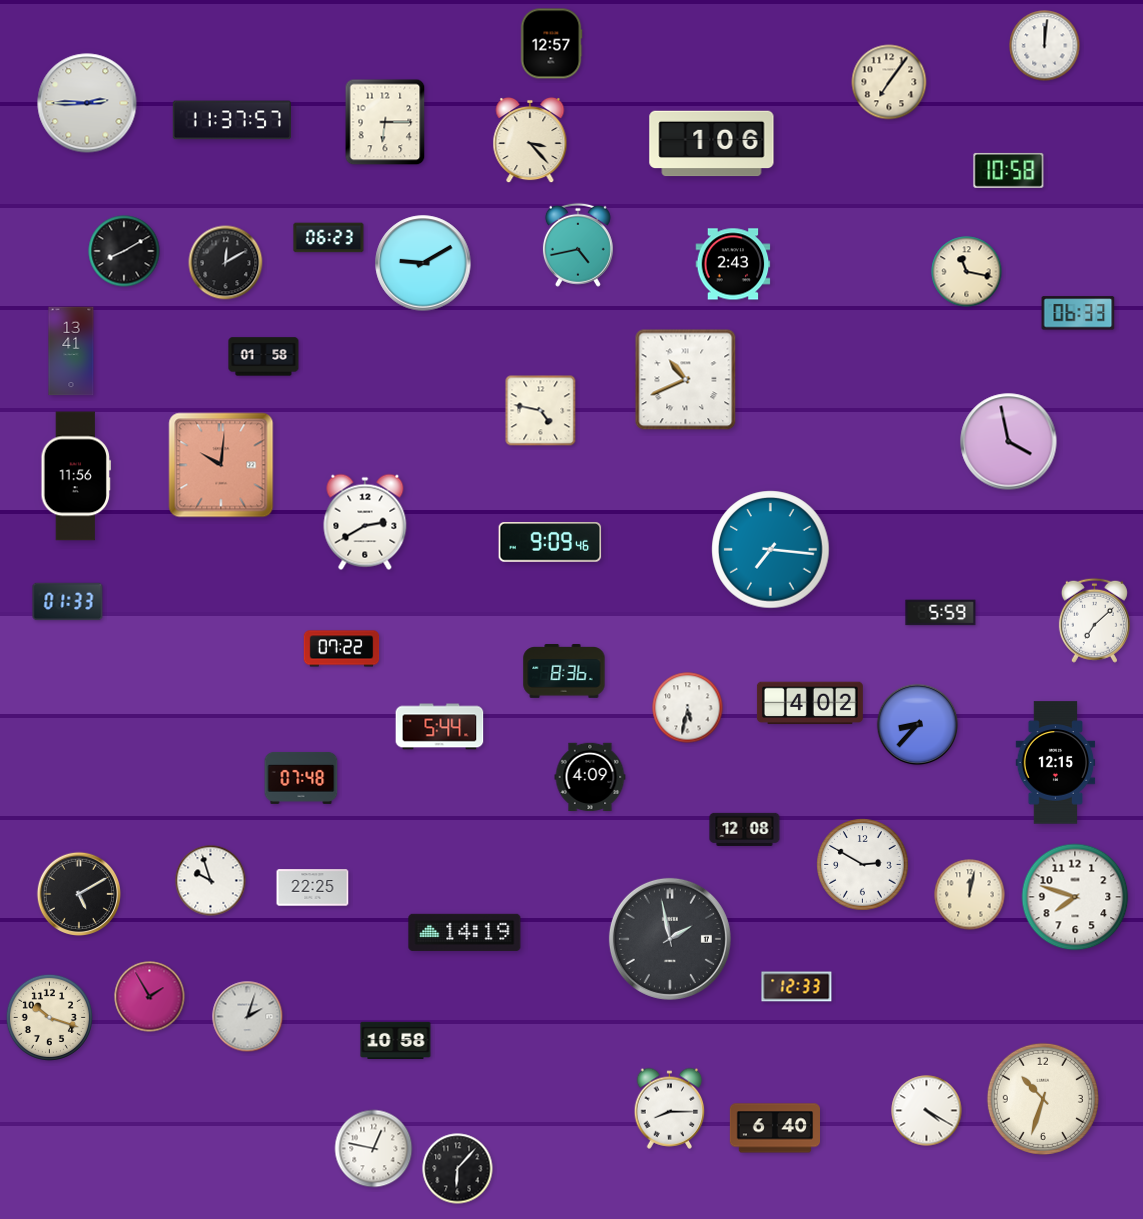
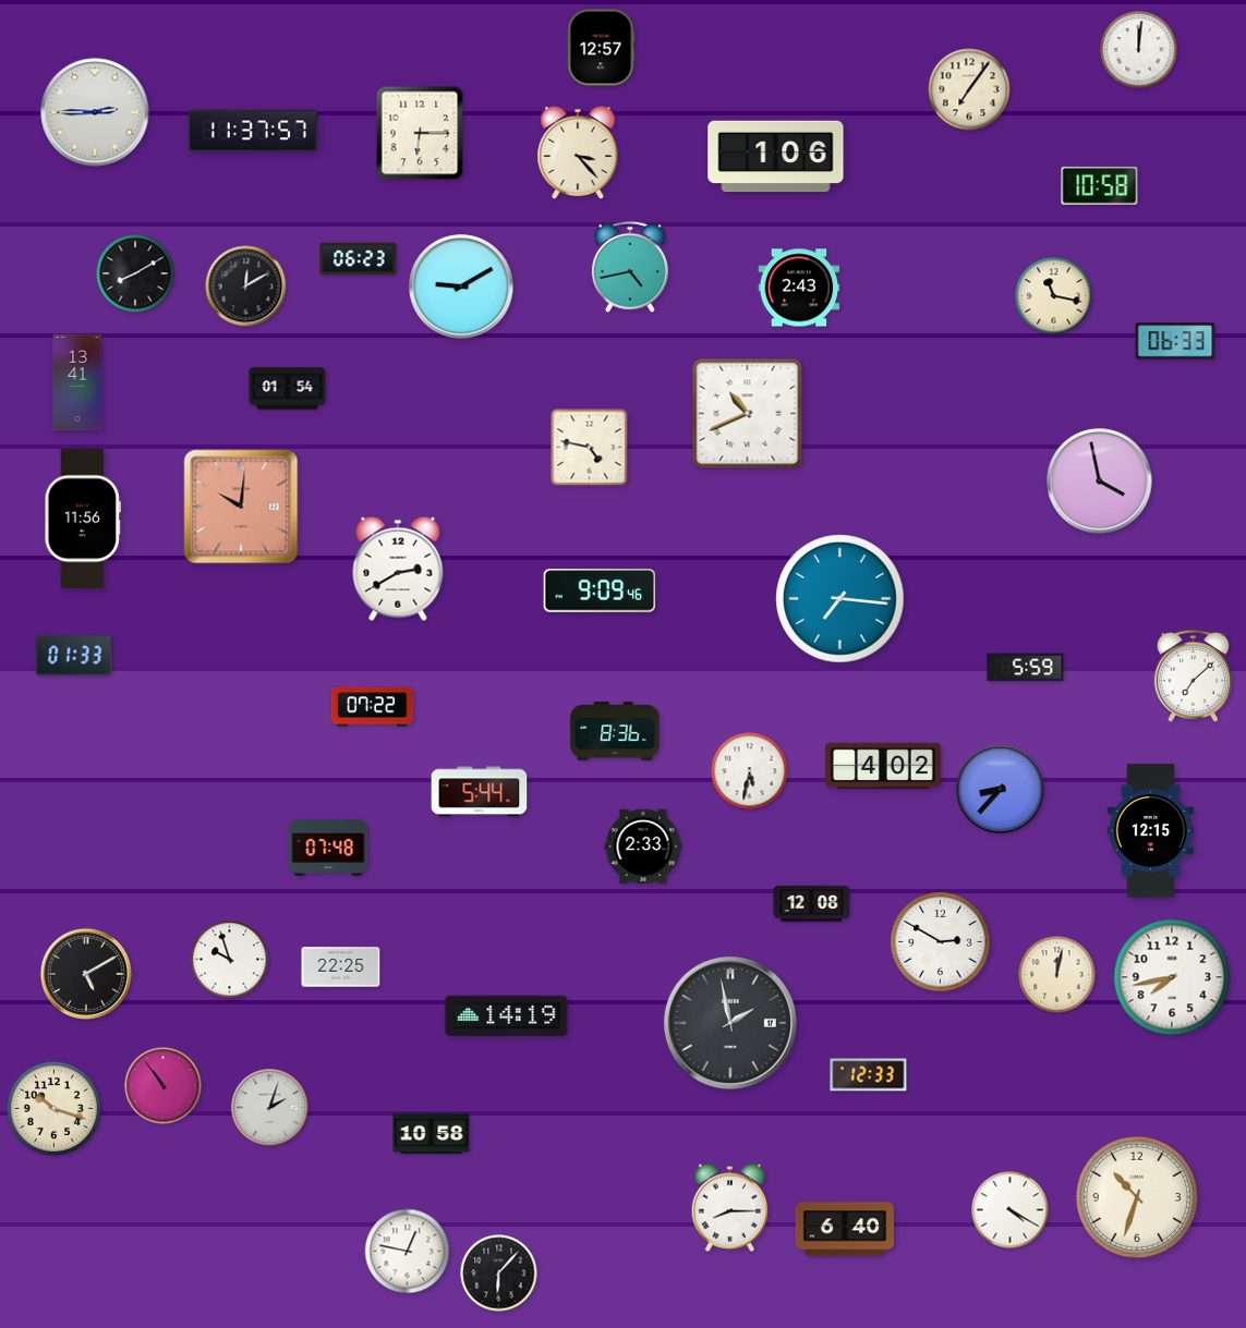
clock at (264, 357): 01:58 -> 01:54
clock at (590, 777): 4:09 -> 2:33
clock at (1075, 897): 7:48 -> 7:43
clock at (150, 997): 1:55 -> 10:54
